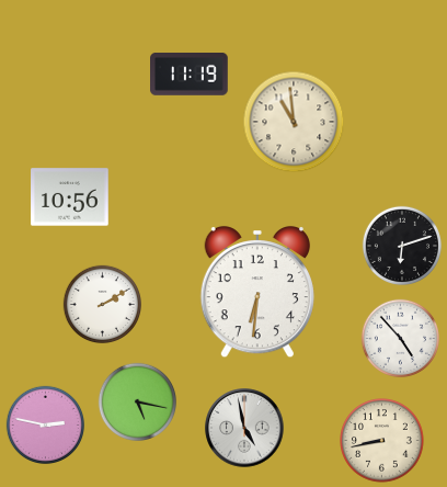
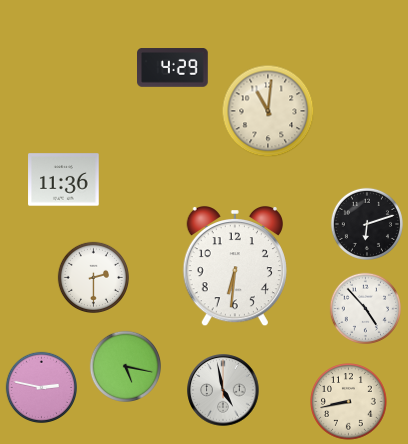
clock at (190, 75): 11:19 -> 4:29
clock at (294, 122): 10:59 -> 11:01
clock at (70, 197): 10:56 -> 11:36
clock at (102, 304): 2:10 -> 2:30
